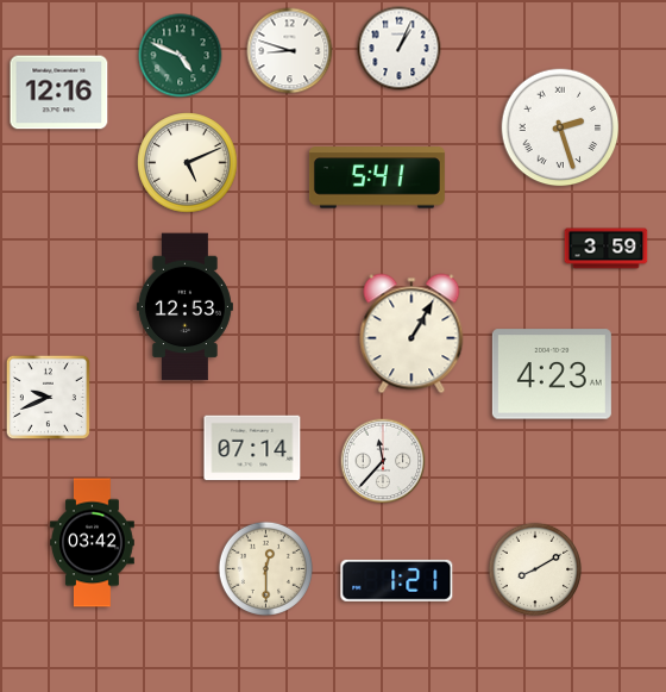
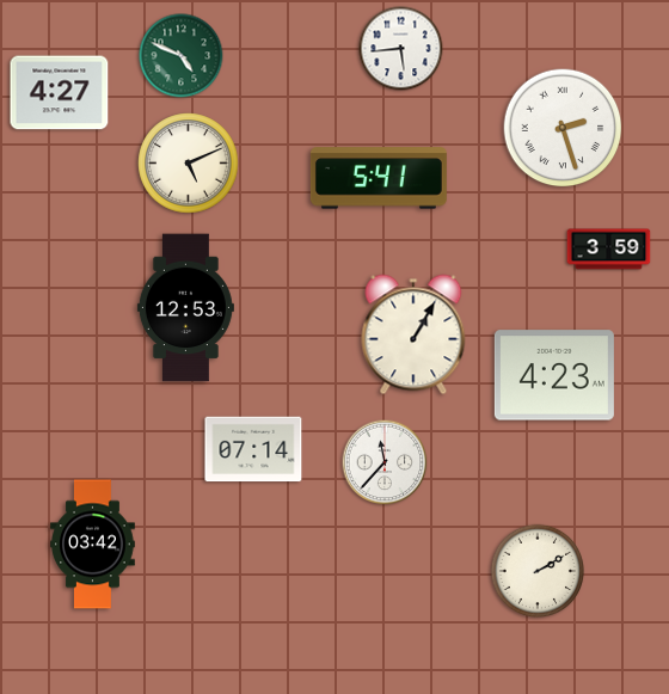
clock at (400, 49): 1:04 -> 5:44
clock at (290, 51): 8:48 -> none
clock at (59, 93): 12:16 -> 4:27
clock at (48, 397): 9:41 -> none
clock at (265, 568): 12:30 -> none
clock at (535, 569): 8:10 -> 2:10
clock at (397, 580): 1:21 -> none
